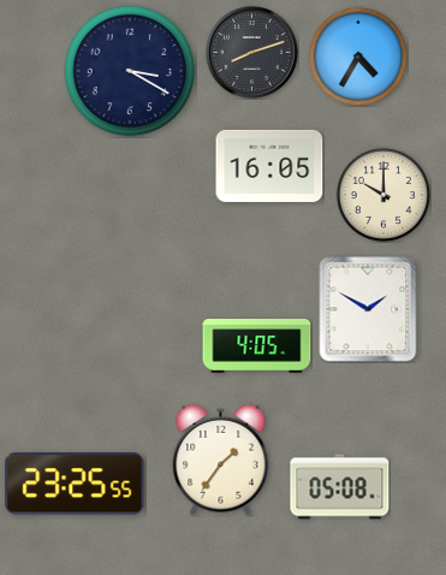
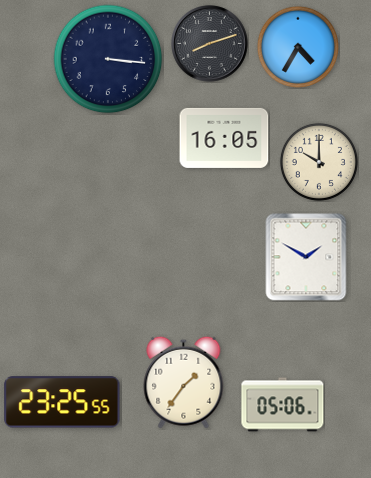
clock at (130, 71): 3:20 -> 3:16
clock at (257, 346): 4:05 -> none
clock at (340, 487): 05:08 -> 05:06
